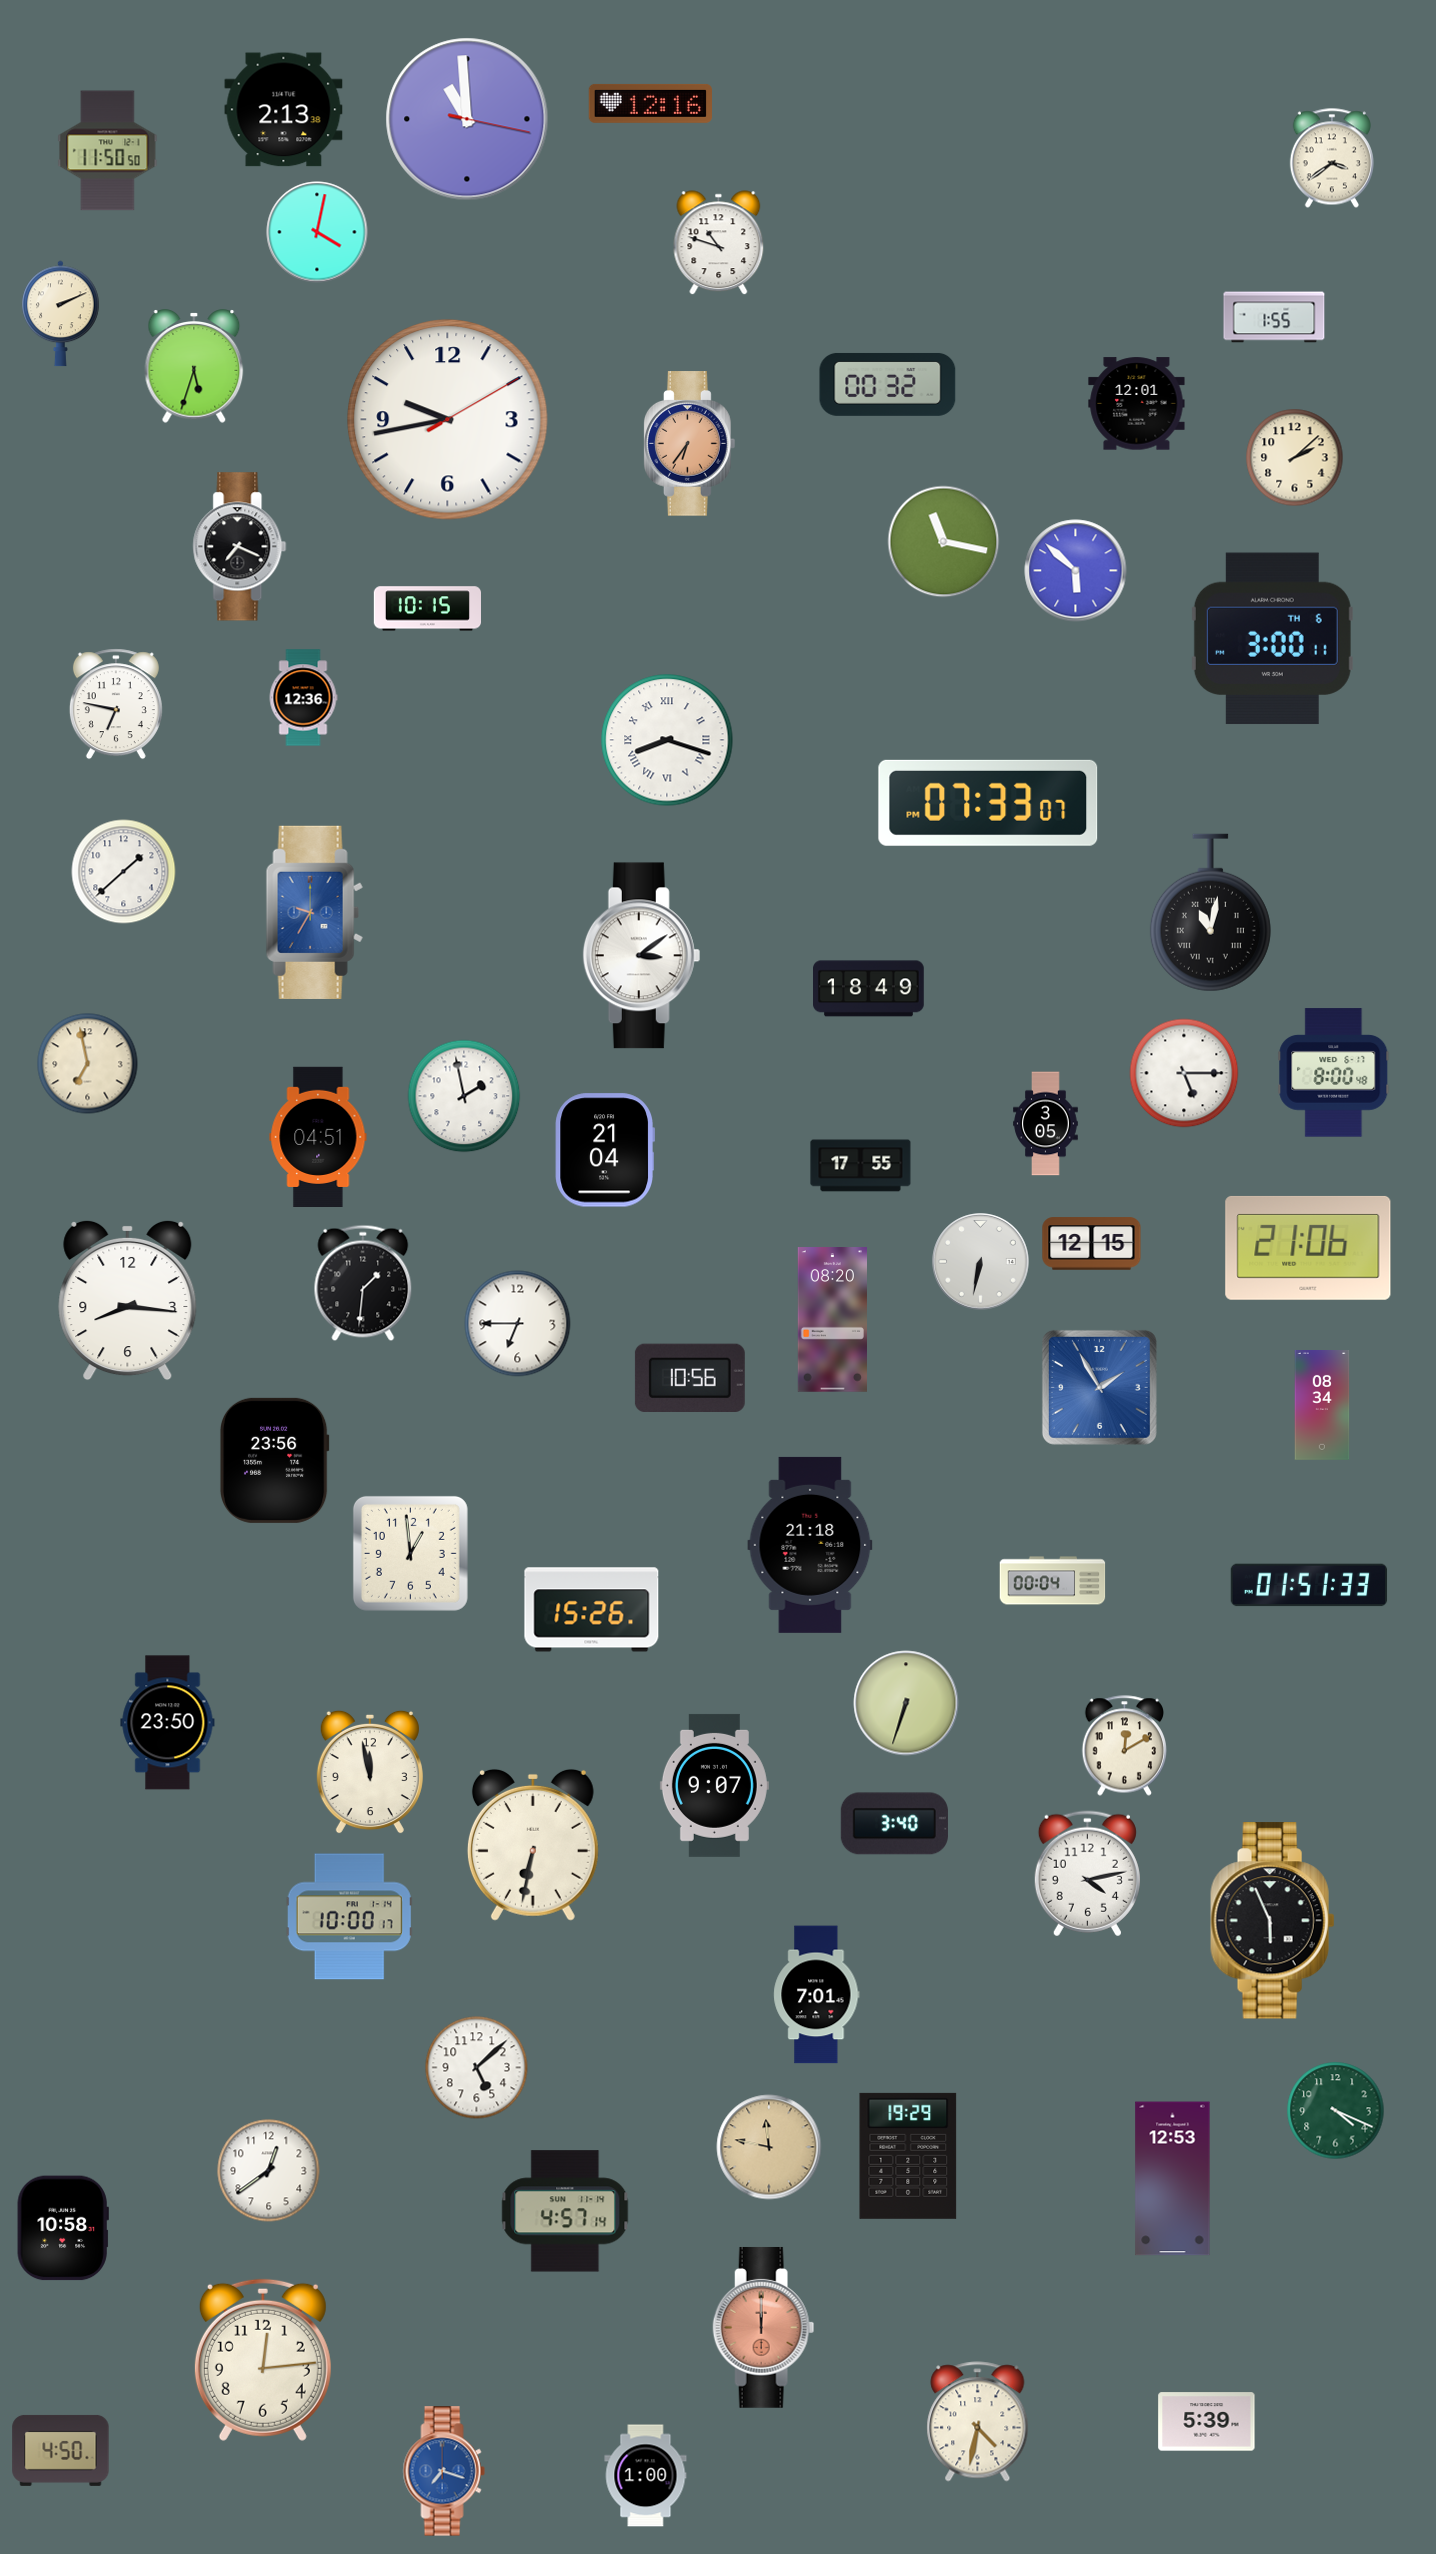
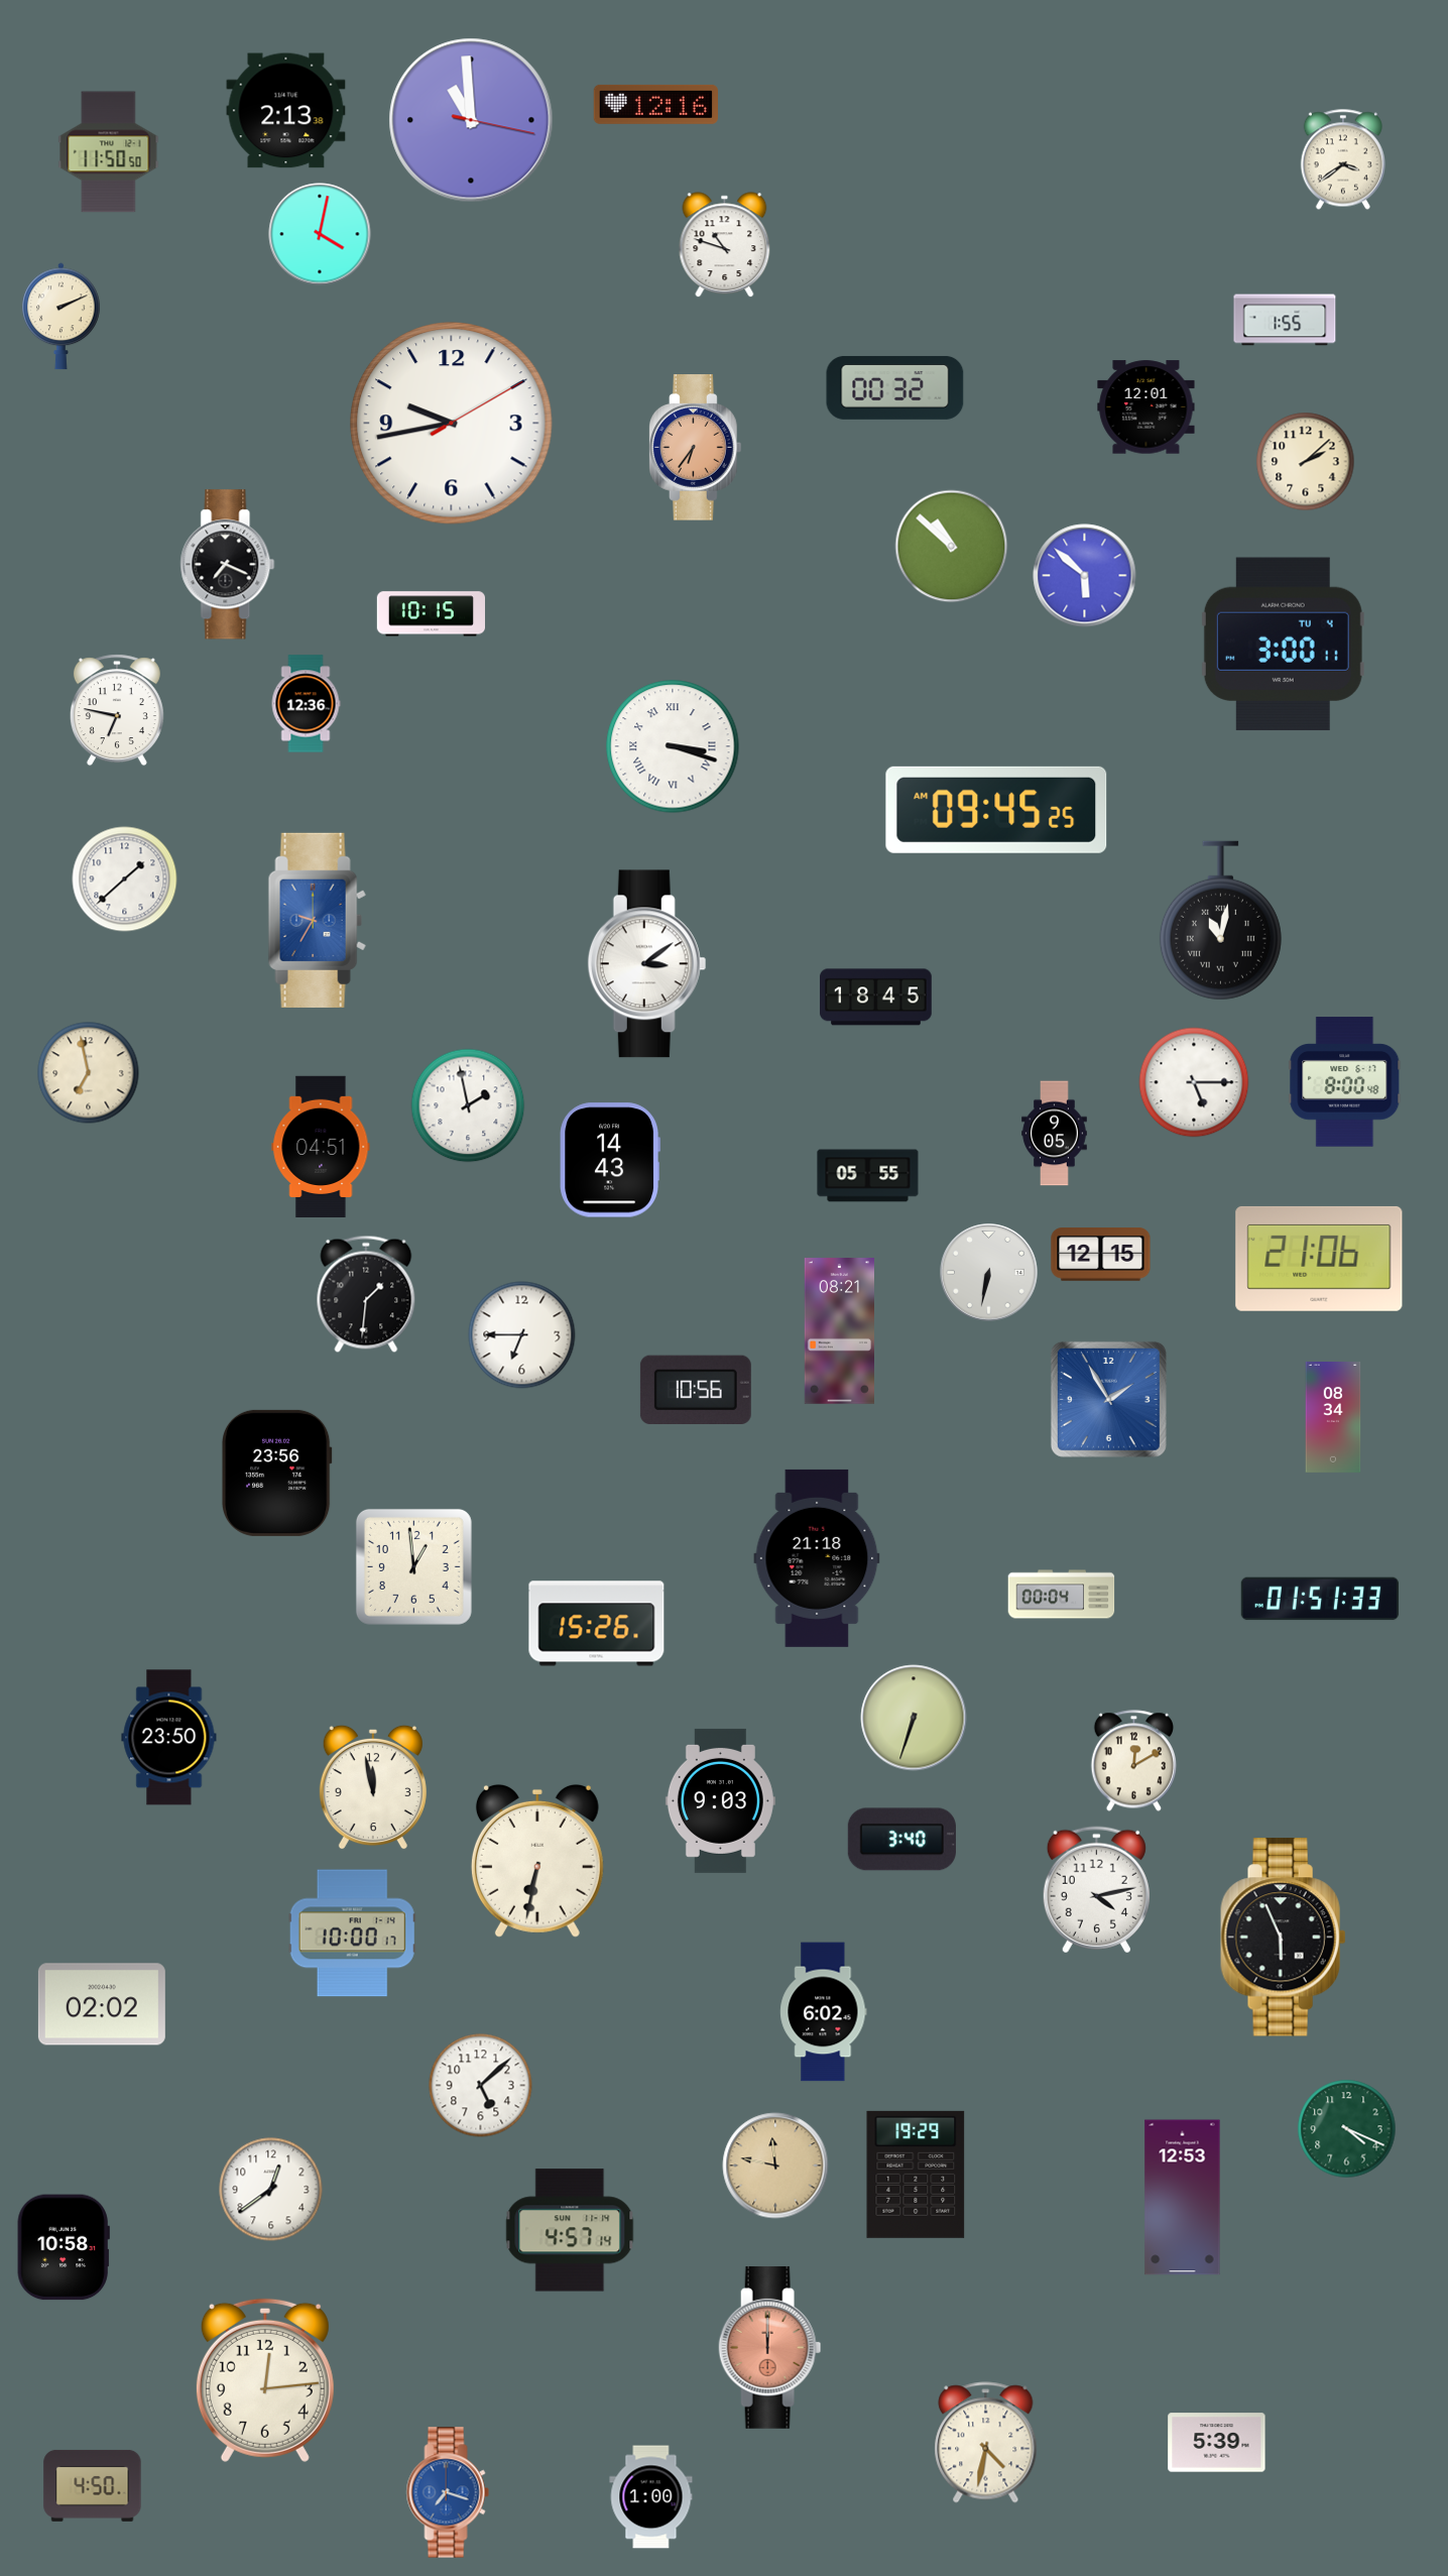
clock at (194, 366): 5:33 -> none
clock at (944, 542): 11:17 -> 10:52
clock at (240, 547) position: (240, 547) -> (228, 565)
clock at (1272, 639) date: TH 6 -> TU 4
clock at (667, 740): 8:18 -> 3:18
clock at (988, 803): 07:33 -> 09:45
clock at (869, 989): 18:49 -> 18:45
clock at (1046, 1124): 3:05 -> 9:05
clock at (605, 1150): 21:04 -> 14:43
clock at (861, 1166): 17:55 -> 05:55
clock at (128, 1300): 8:16 -> none
clock at (832, 1320): 08:20 -> 08:21
clock at (714, 1785): 9:07 -> 9:03
clock at (102, 2004): none -> 02:02
clock at (817, 1995): 7:01 -> 6:02
clock at (61, 2450) position: (61, 2450) -> (93, 2485)
